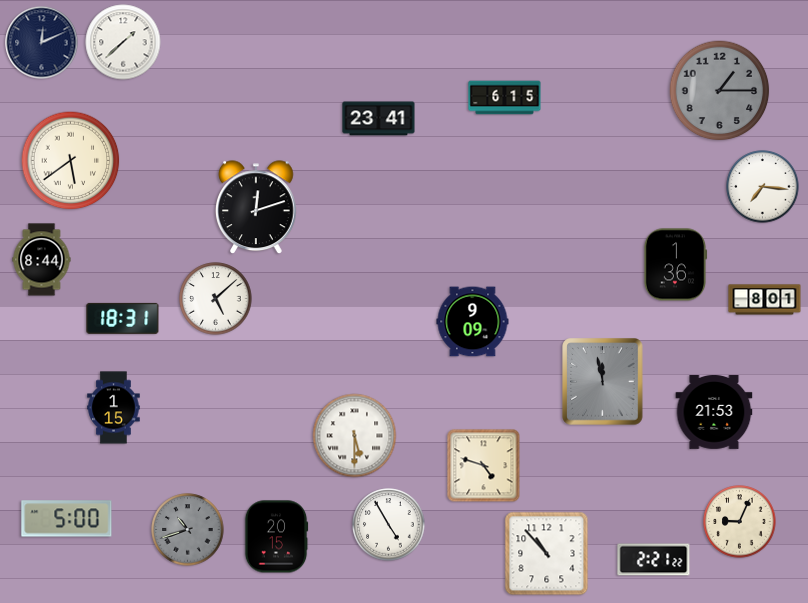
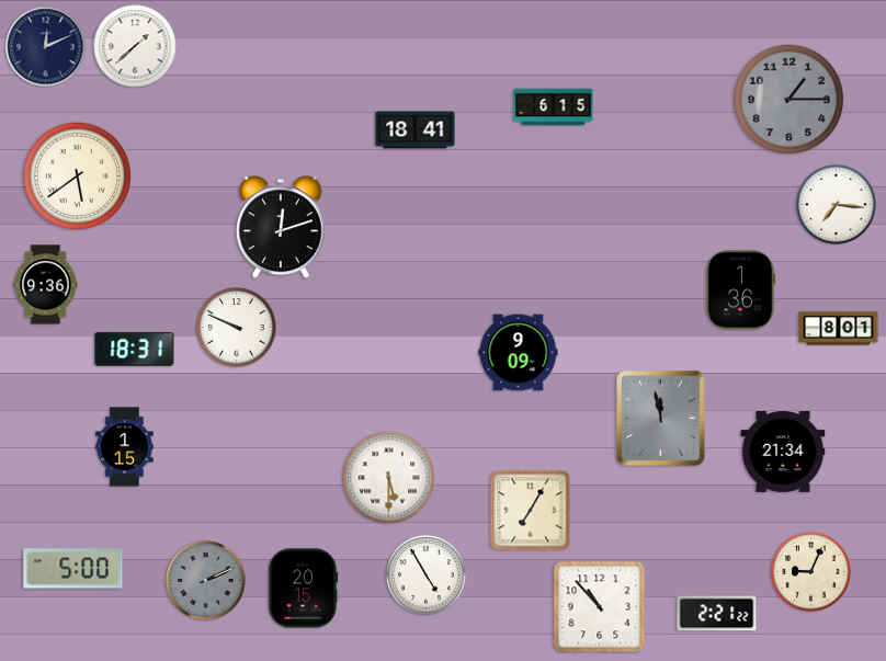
clock at (379, 119): 23:41 -> 18:41
clock at (42, 260): 8:44 -> 9:36
clock at (216, 299): 5:08 -> 9:49
clock at (714, 412): 21:53 -> 21:34
clock at (484, 466): 4:48 -> 7:05
clock at (188, 530): 10:42 -> 2:11
